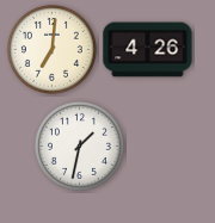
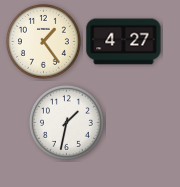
clock at (51, 49): 7:01 -> 1:24
clock at (148, 50): 4:26 -> 4:27
